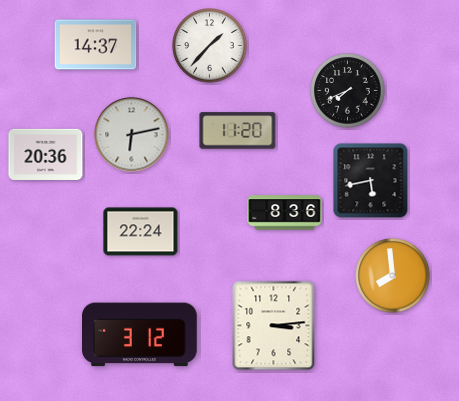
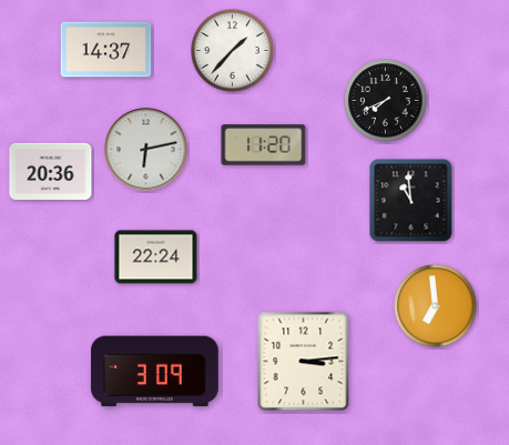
clock at (371, 181): 5:43 -> 10:59
clock at (285, 213): 8:36 -> none
clock at (393, 276): 7:59 -> 6:59
clock at (140, 335): 3:12 -> 3:09
